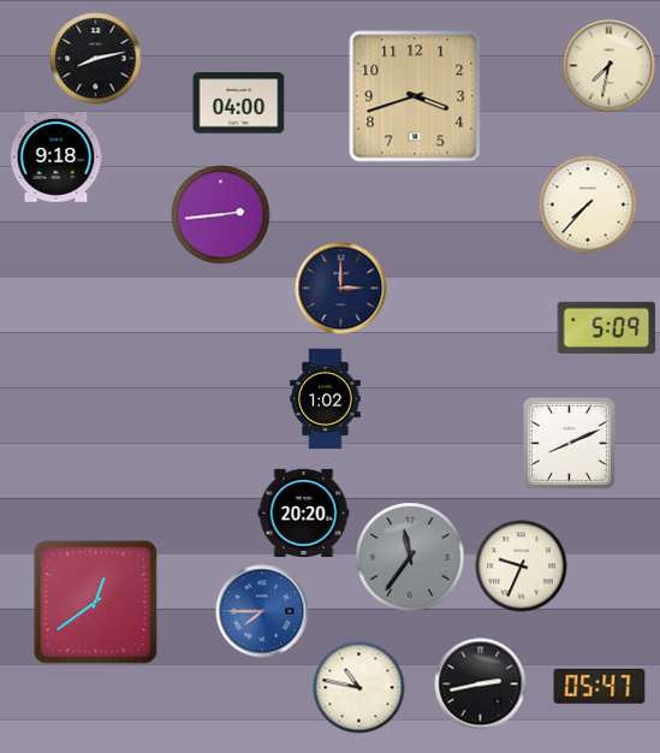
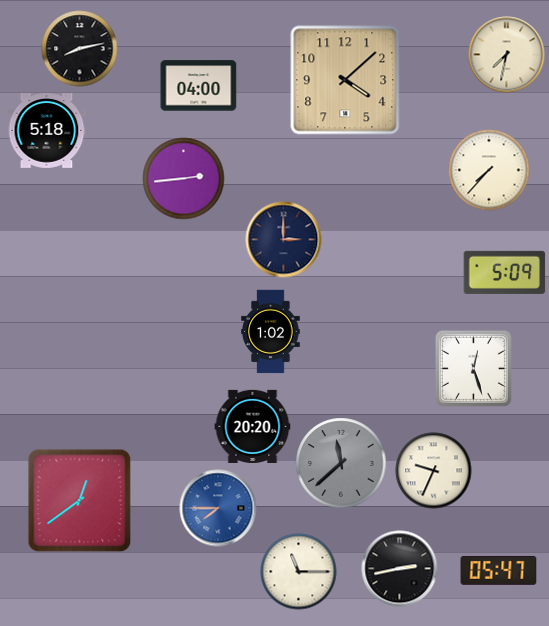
clock at (415, 96): 3:42 -> 4:08
clock at (57, 158): 9:18 -> 5:18
clock at (569, 443): 8:11 -> 12:27
clock at (410, 557): 11:36 -> 11:38
clock at (359, 688): 10:47 -> 11:15
